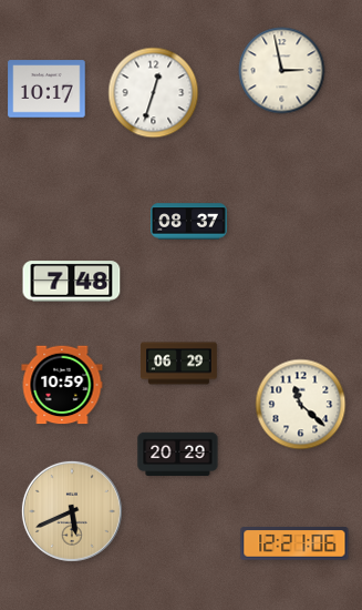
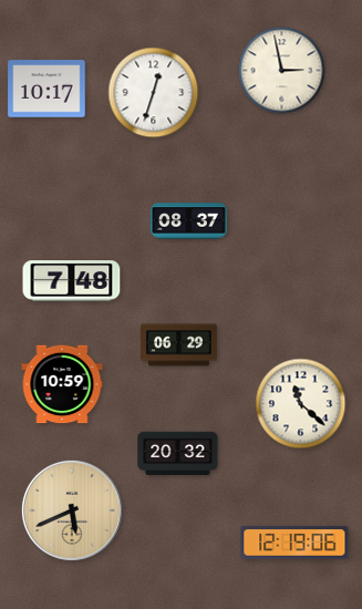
clock at (179, 364) position: (179, 364) -> (179, 345)
clock at (178, 455): 20:29 -> 20:32
clock at (294, 543): 12:21 -> 12:19
